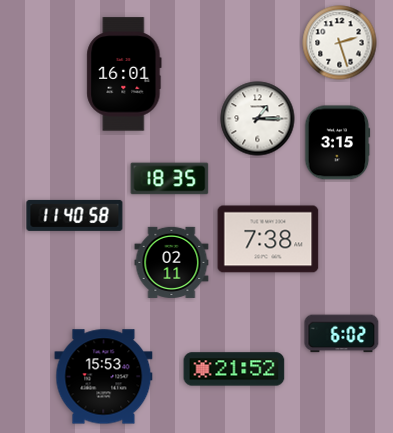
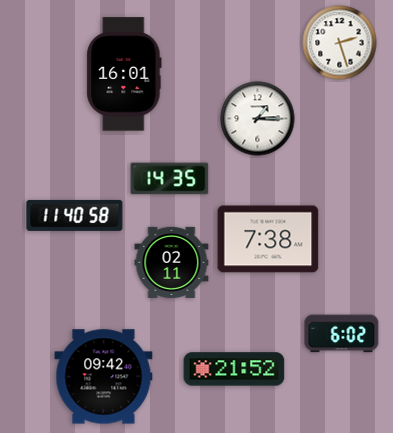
clock at (337, 143): 3:15 -> none
clock at (170, 179): 18:35 -> 14:35
clock at (104, 377): 15:53 -> 09:42
